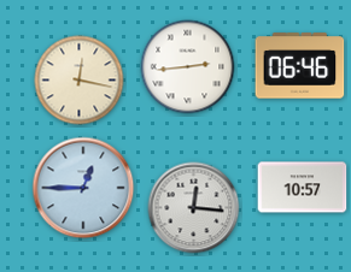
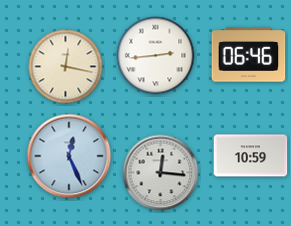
clock at (83, 188): 12:45 -> 12:26
clock at (303, 188): 10:57 -> 10:59
